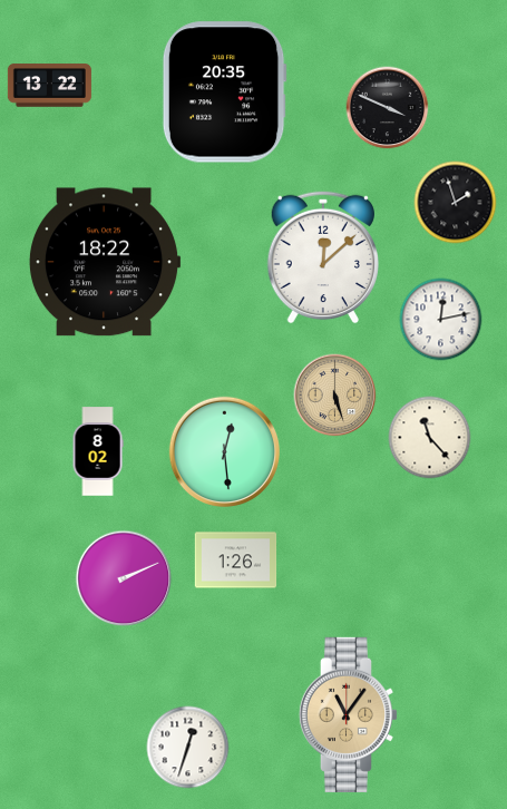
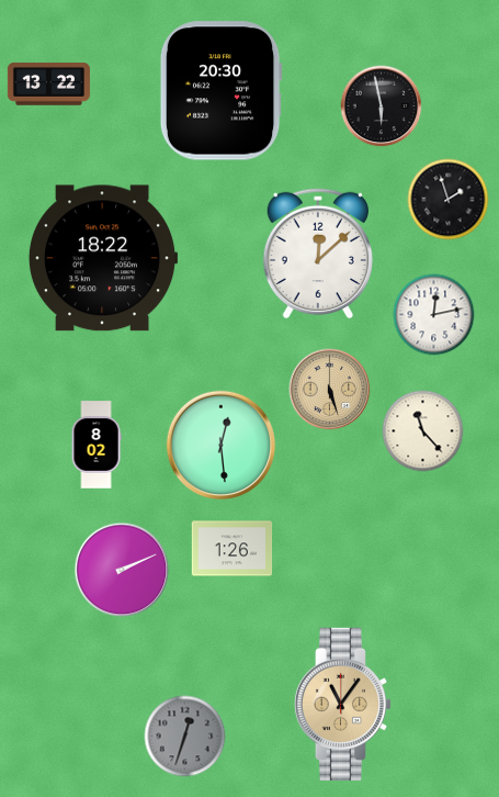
clock at (224, 92): 20:35 -> 20:30
clock at (388, 108): 3:49 -> 5:58
clock at (236, 561) position: (236, 561) -> (233, 549)
clock at (188, 748) dial: white -> grey
